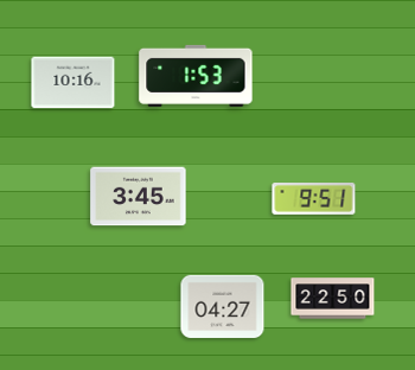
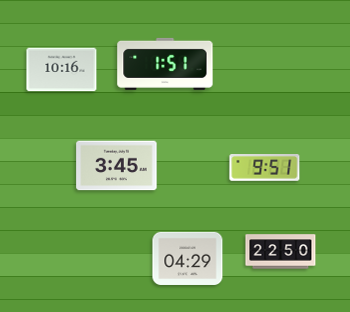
clock at (196, 76): 1:53 -> 1:51
clock at (223, 306): 04:27 -> 04:29
